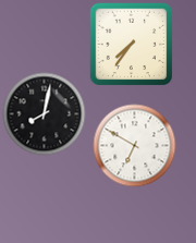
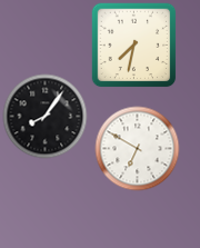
clock at (131, 44): 7:36 -> 7:32
clock at (45, 114): 8:02 -> 8:06
